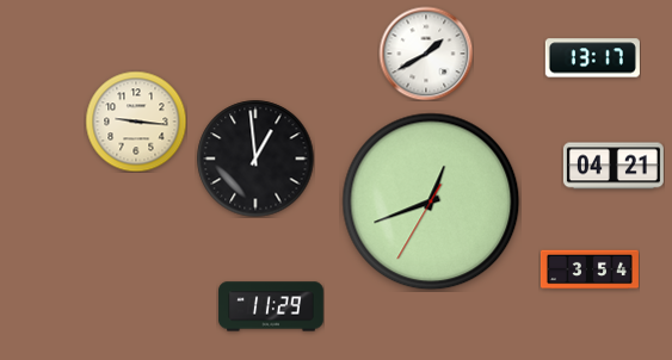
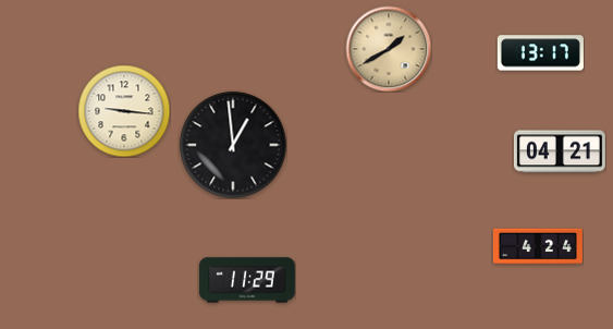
clock at (426, 54) dial: white -> champagne
clock at (431, 201): 12:41 -> none
clock at (590, 269): 3:54 -> 4:24
